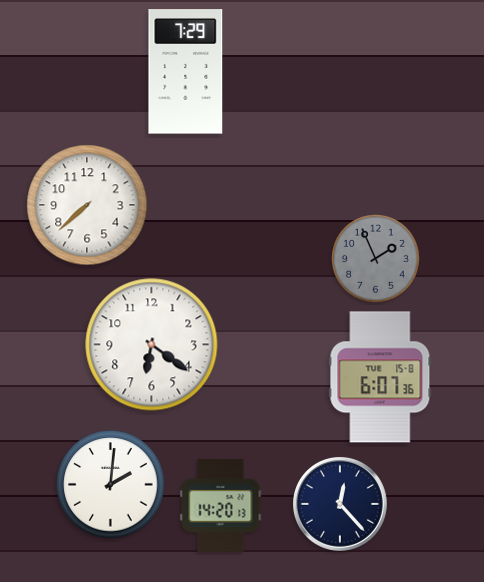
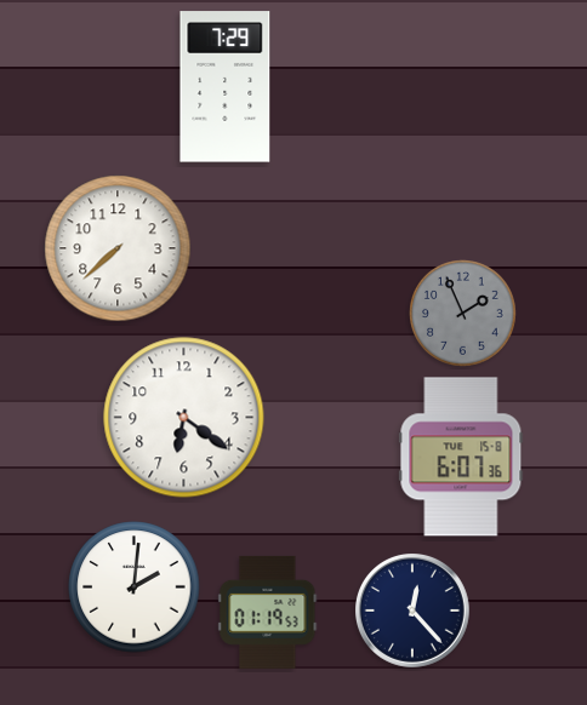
clock at (87, 205) position: (87, 205) -> (118, 248)
clock at (376, 259) position: (376, 259) -> (463, 314)
clock at (221, 505): 14:20 -> 01:19
